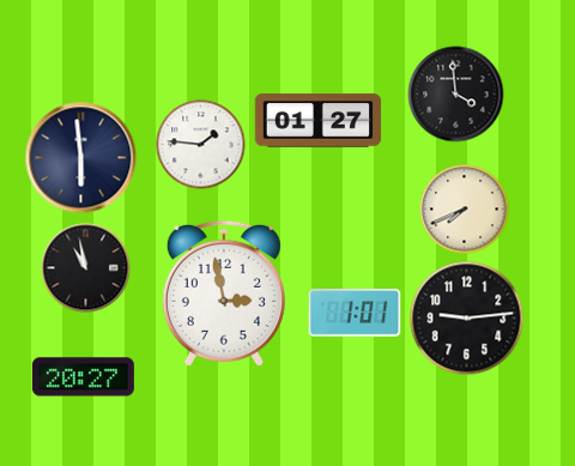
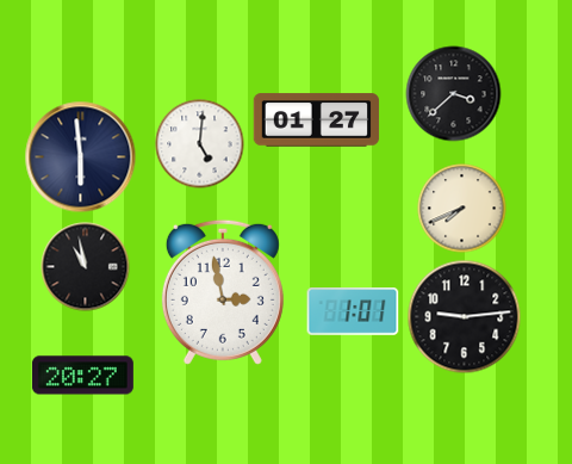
clock at (456, 95): 3:59 -> 3:38
clock at (201, 145): 1:46 -> 5:01
